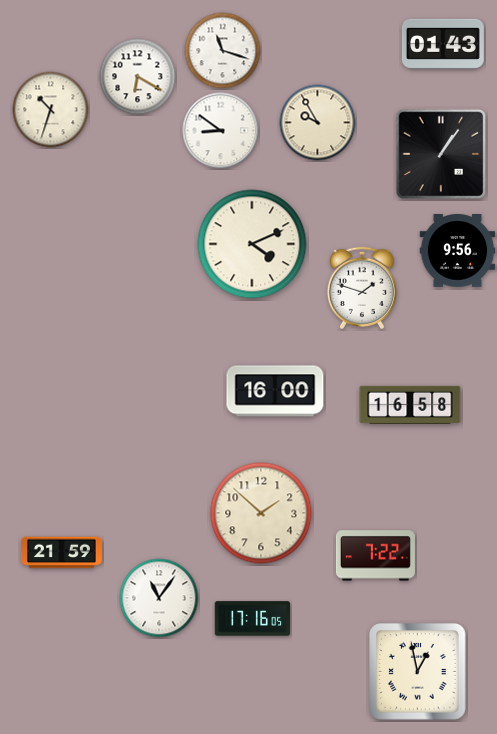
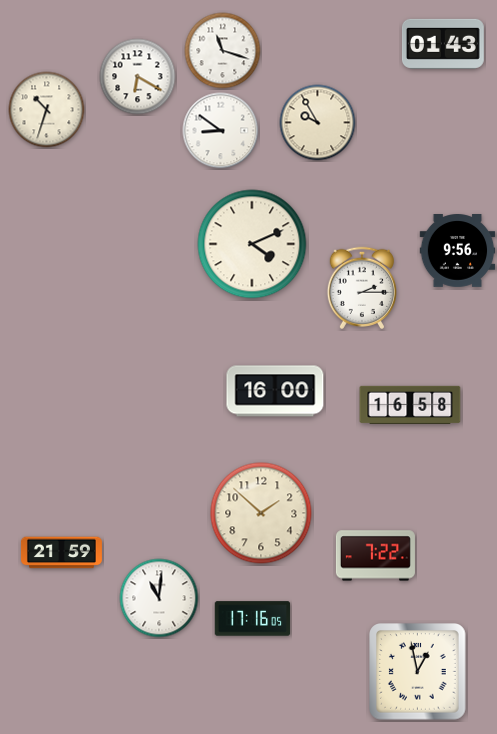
clock at (51, 110) position: (51, 110) -> (47, 110)
clock at (441, 154): 1:06 -> none
clock at (361, 288): 1:48 -> 2:15
clock at (159, 598): 11:06 -> 11:01
